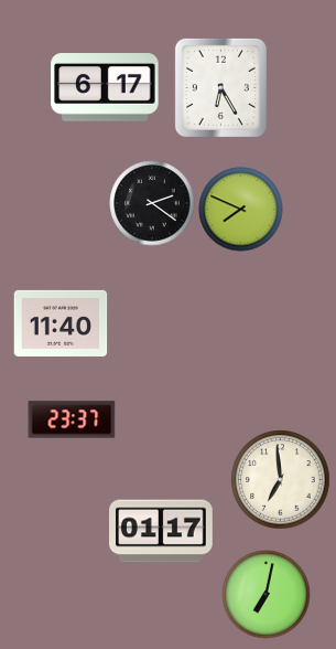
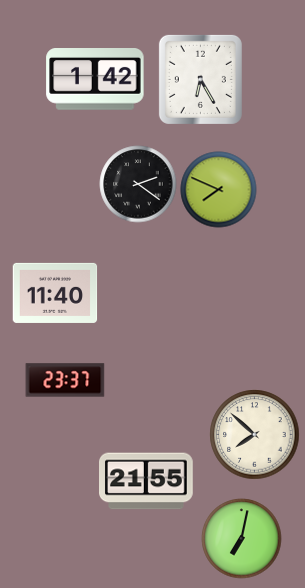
clock at (105, 88): 6:17 -> 1:42
clock at (281, 480): 6:59 -> 7:52
clock at (162, 531): 01:17 -> 21:55
